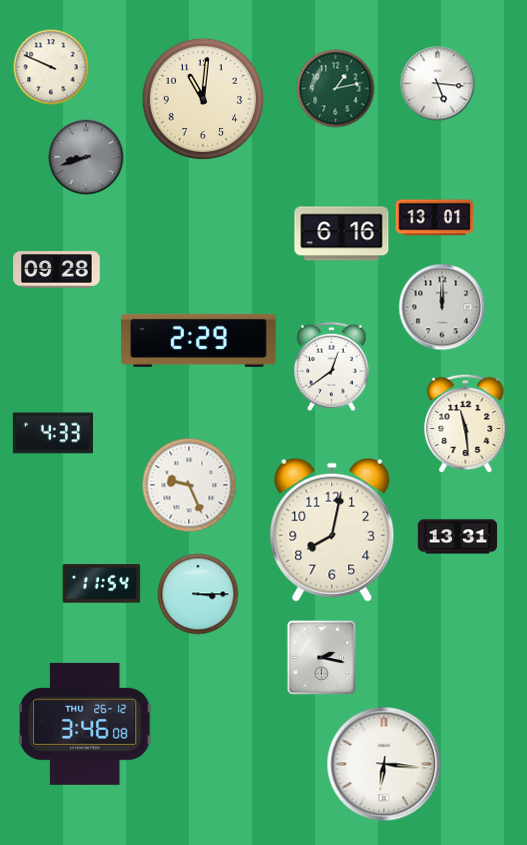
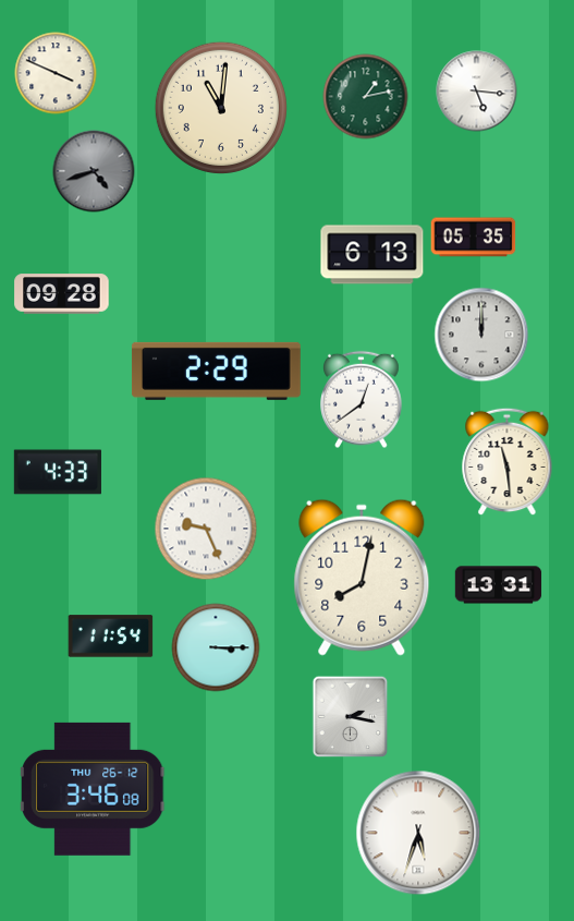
clock at (51, 67): 9:49 -> 3:49
clock at (86, 157): 8:42 -> 4:42
clock at (435, 218): 13:01 -> 05:35
clock at (342, 234): 6:16 -> 6:13
clock at (384, 764): 6:16 -> 5:33
